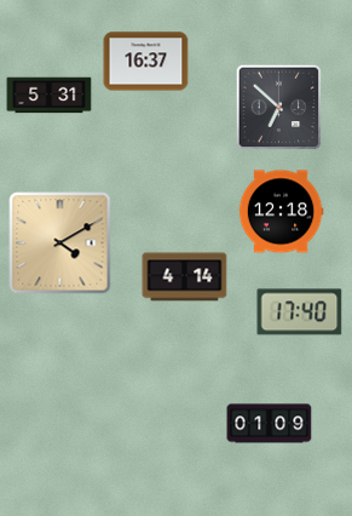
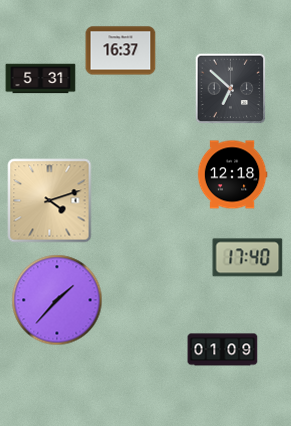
clock at (60, 243): 4:10 -> 4:12
clock at (185, 277): 4:14 -> none
clock at (57, 300): none -> 1:37
